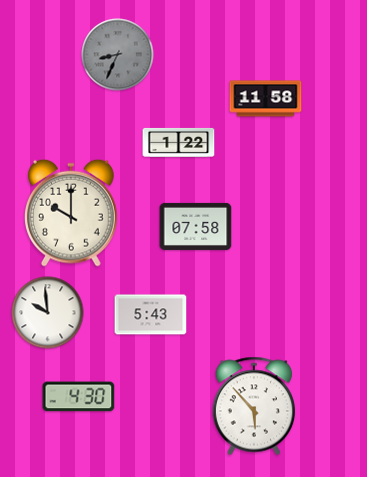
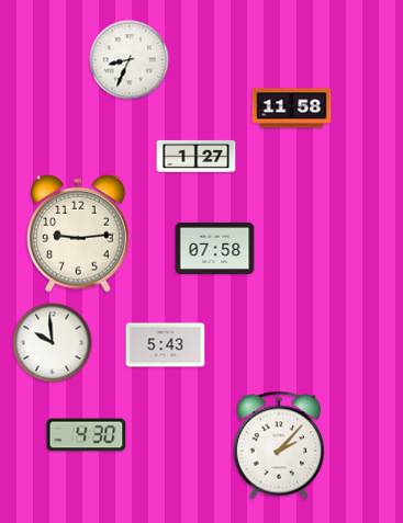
clock at (118, 55) dial: grey -> white
clock at (179, 142): 1:22 -> 1:27
clock at (72, 213): 10:00 -> 9:14
clock at (253, 406): 5:53 -> 2:07
